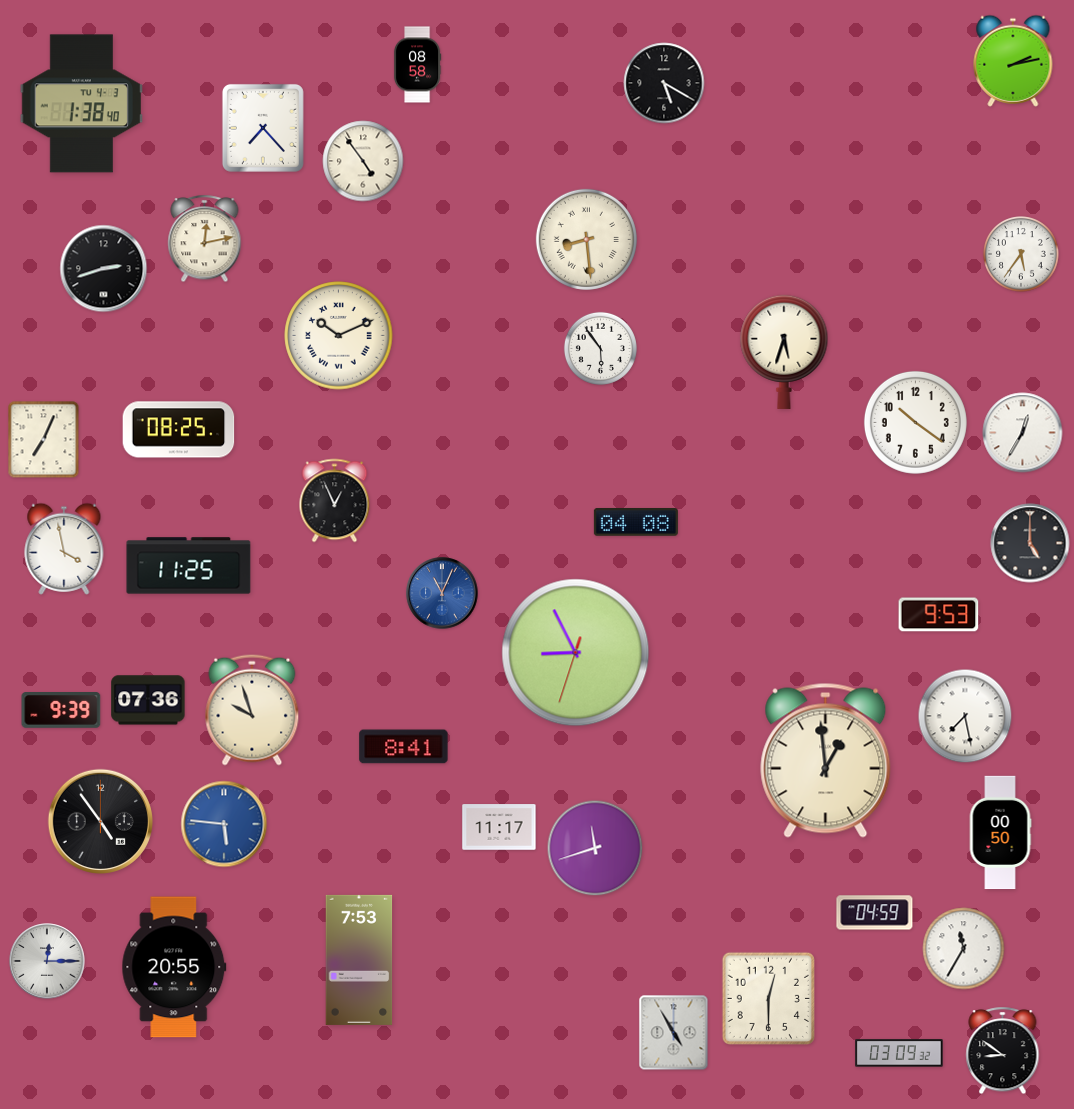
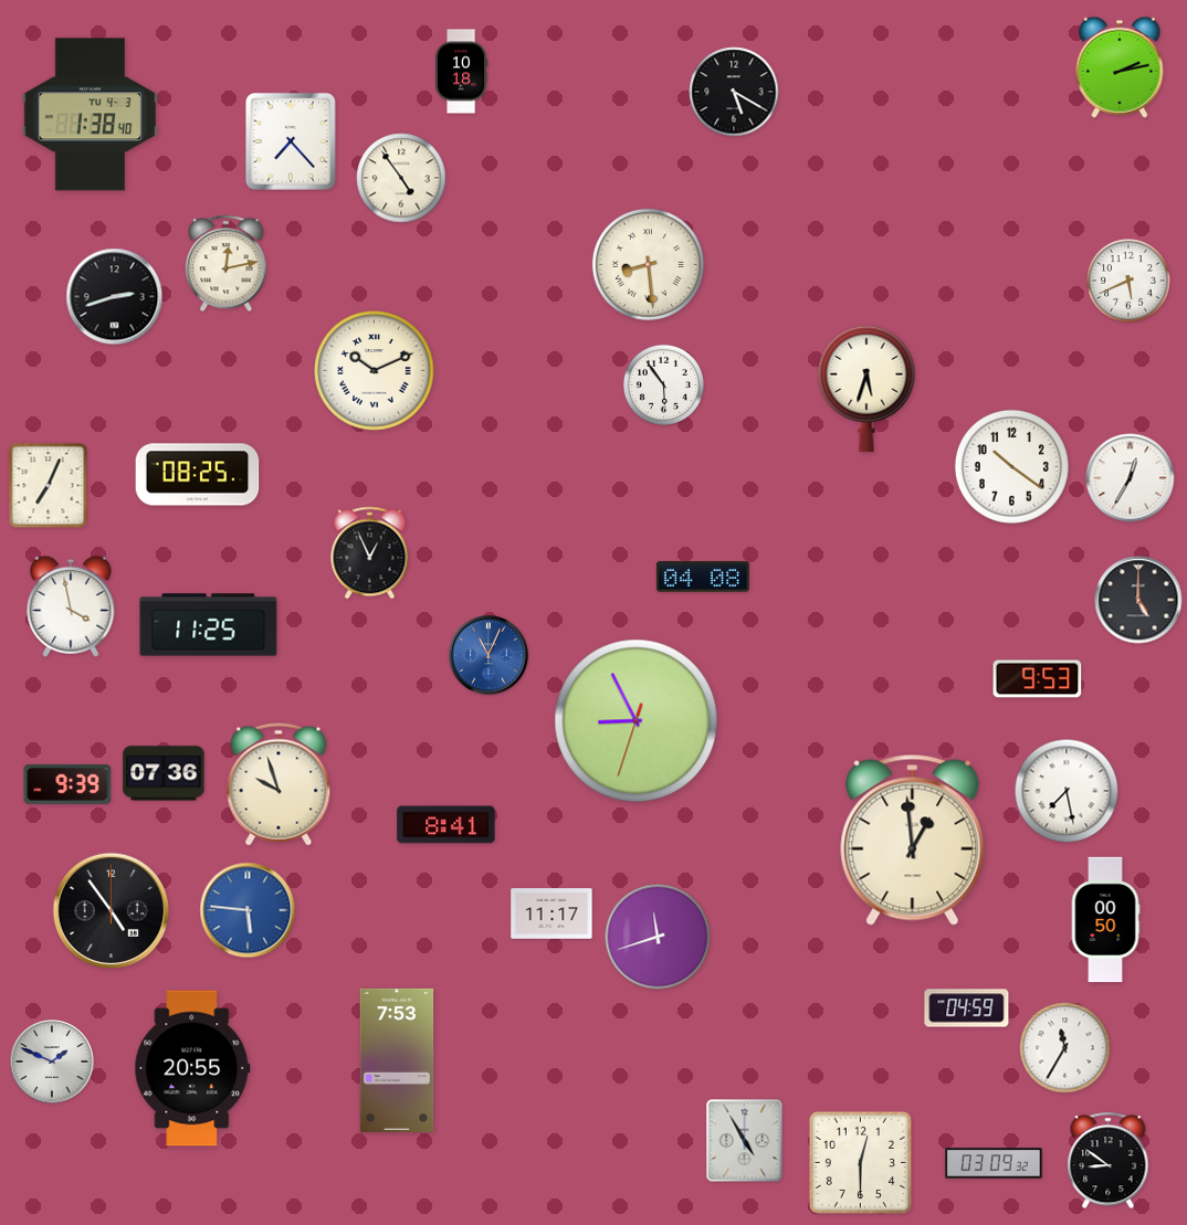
clock at (417, 65): 08:58 -> 10:18
clock at (1022, 255): 5:36 -> 5:41
clock at (100, 821) position: (100, 821) -> (111, 910)
clock at (47, 961): 12:15 -> 1:49
clock at (768, 998) position: (768, 998) -> (860, 1162)
